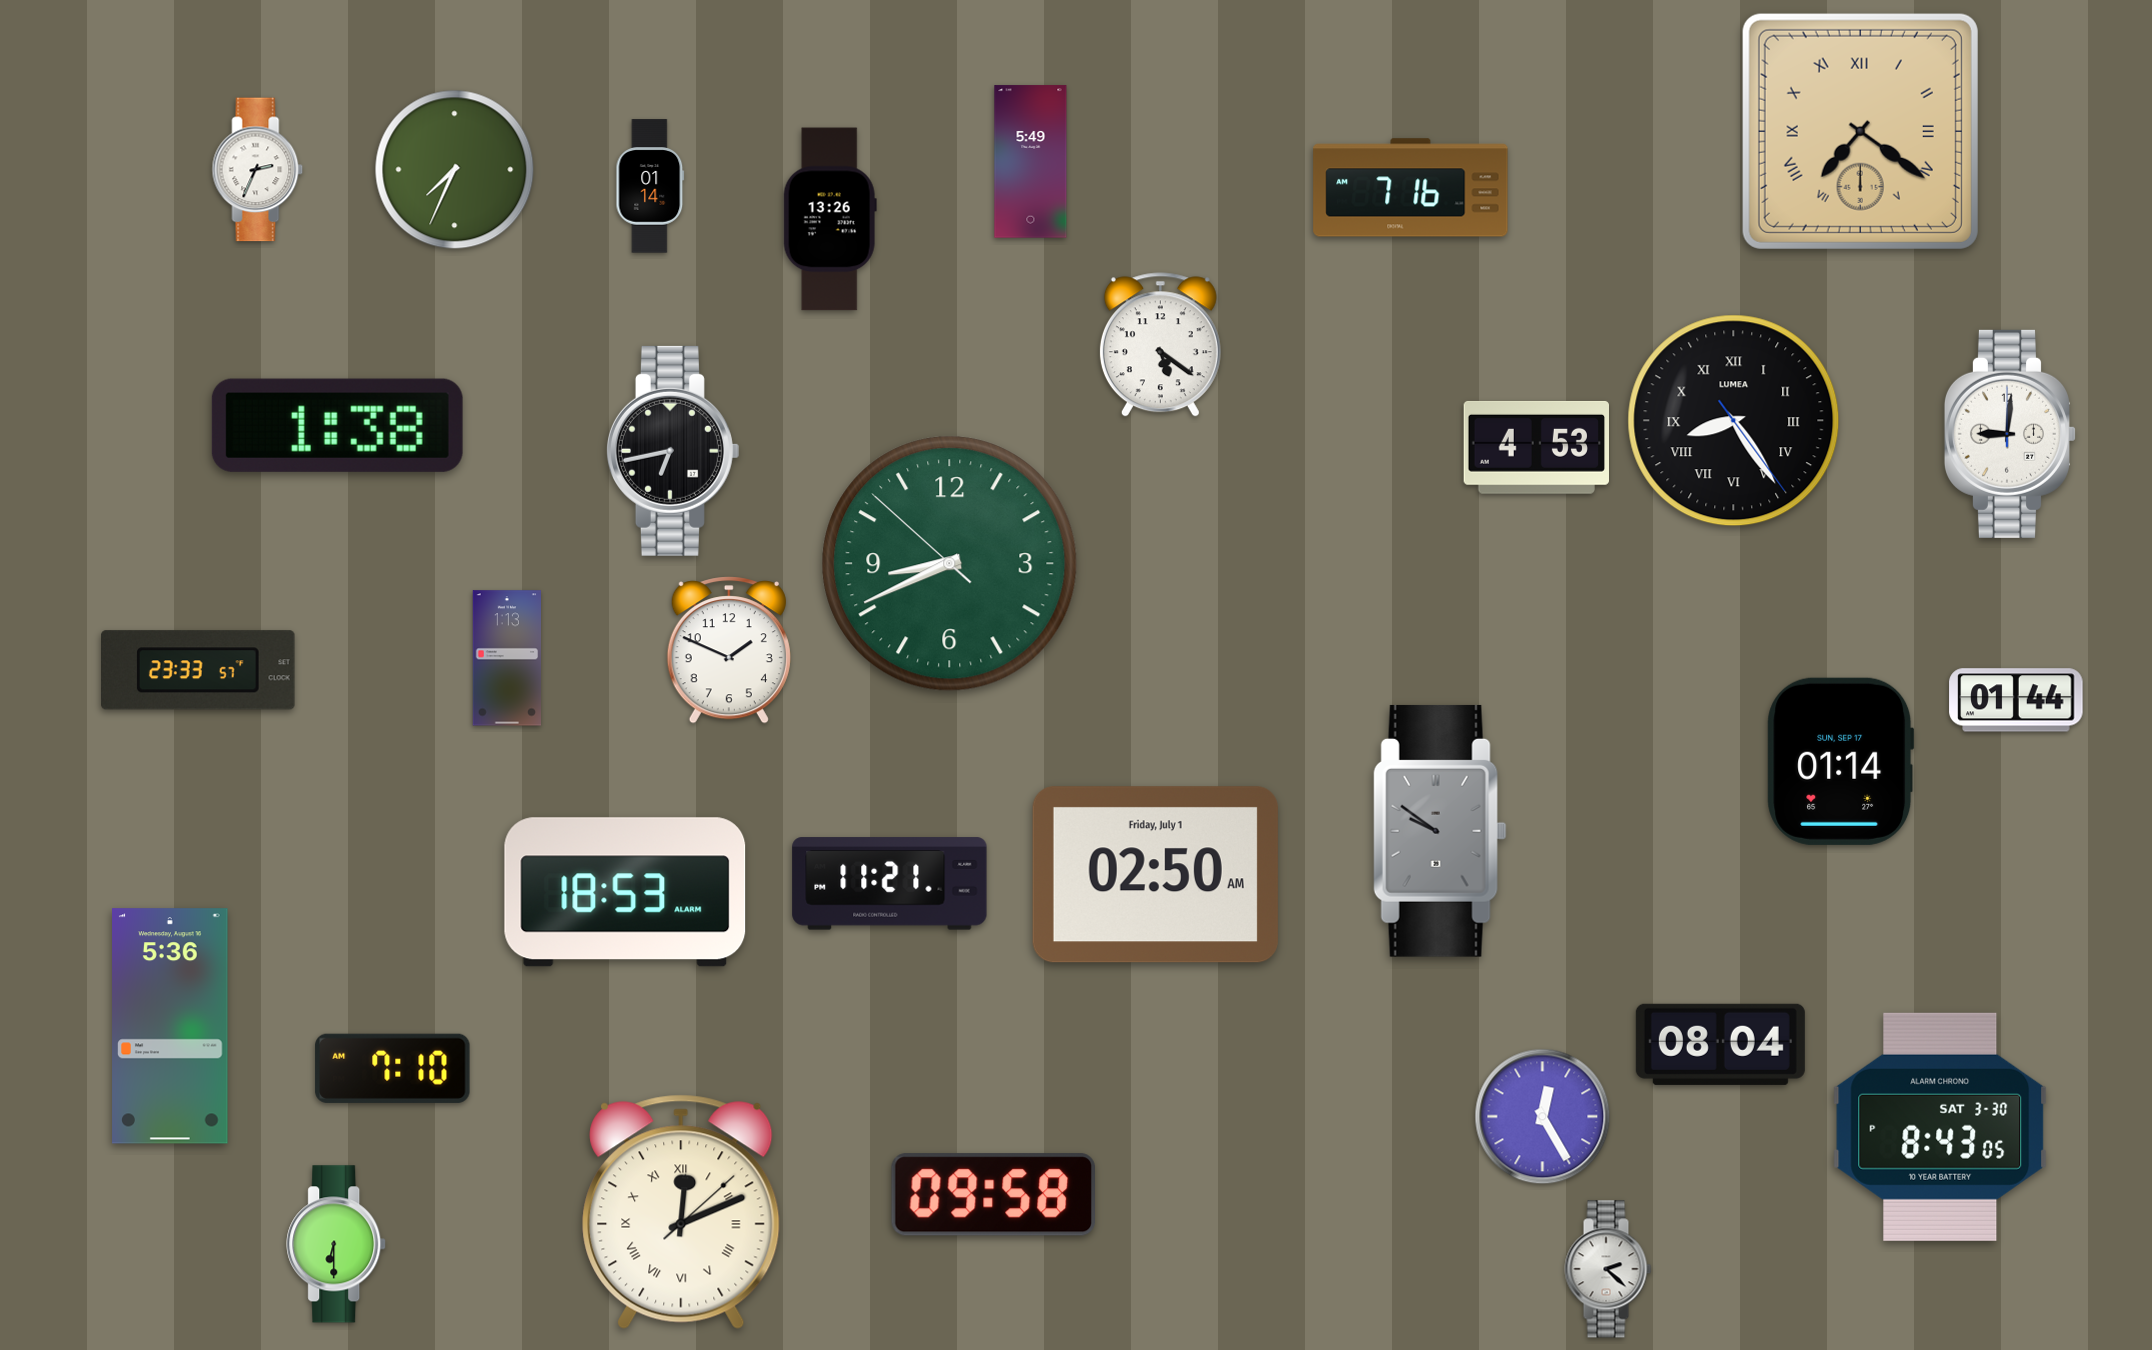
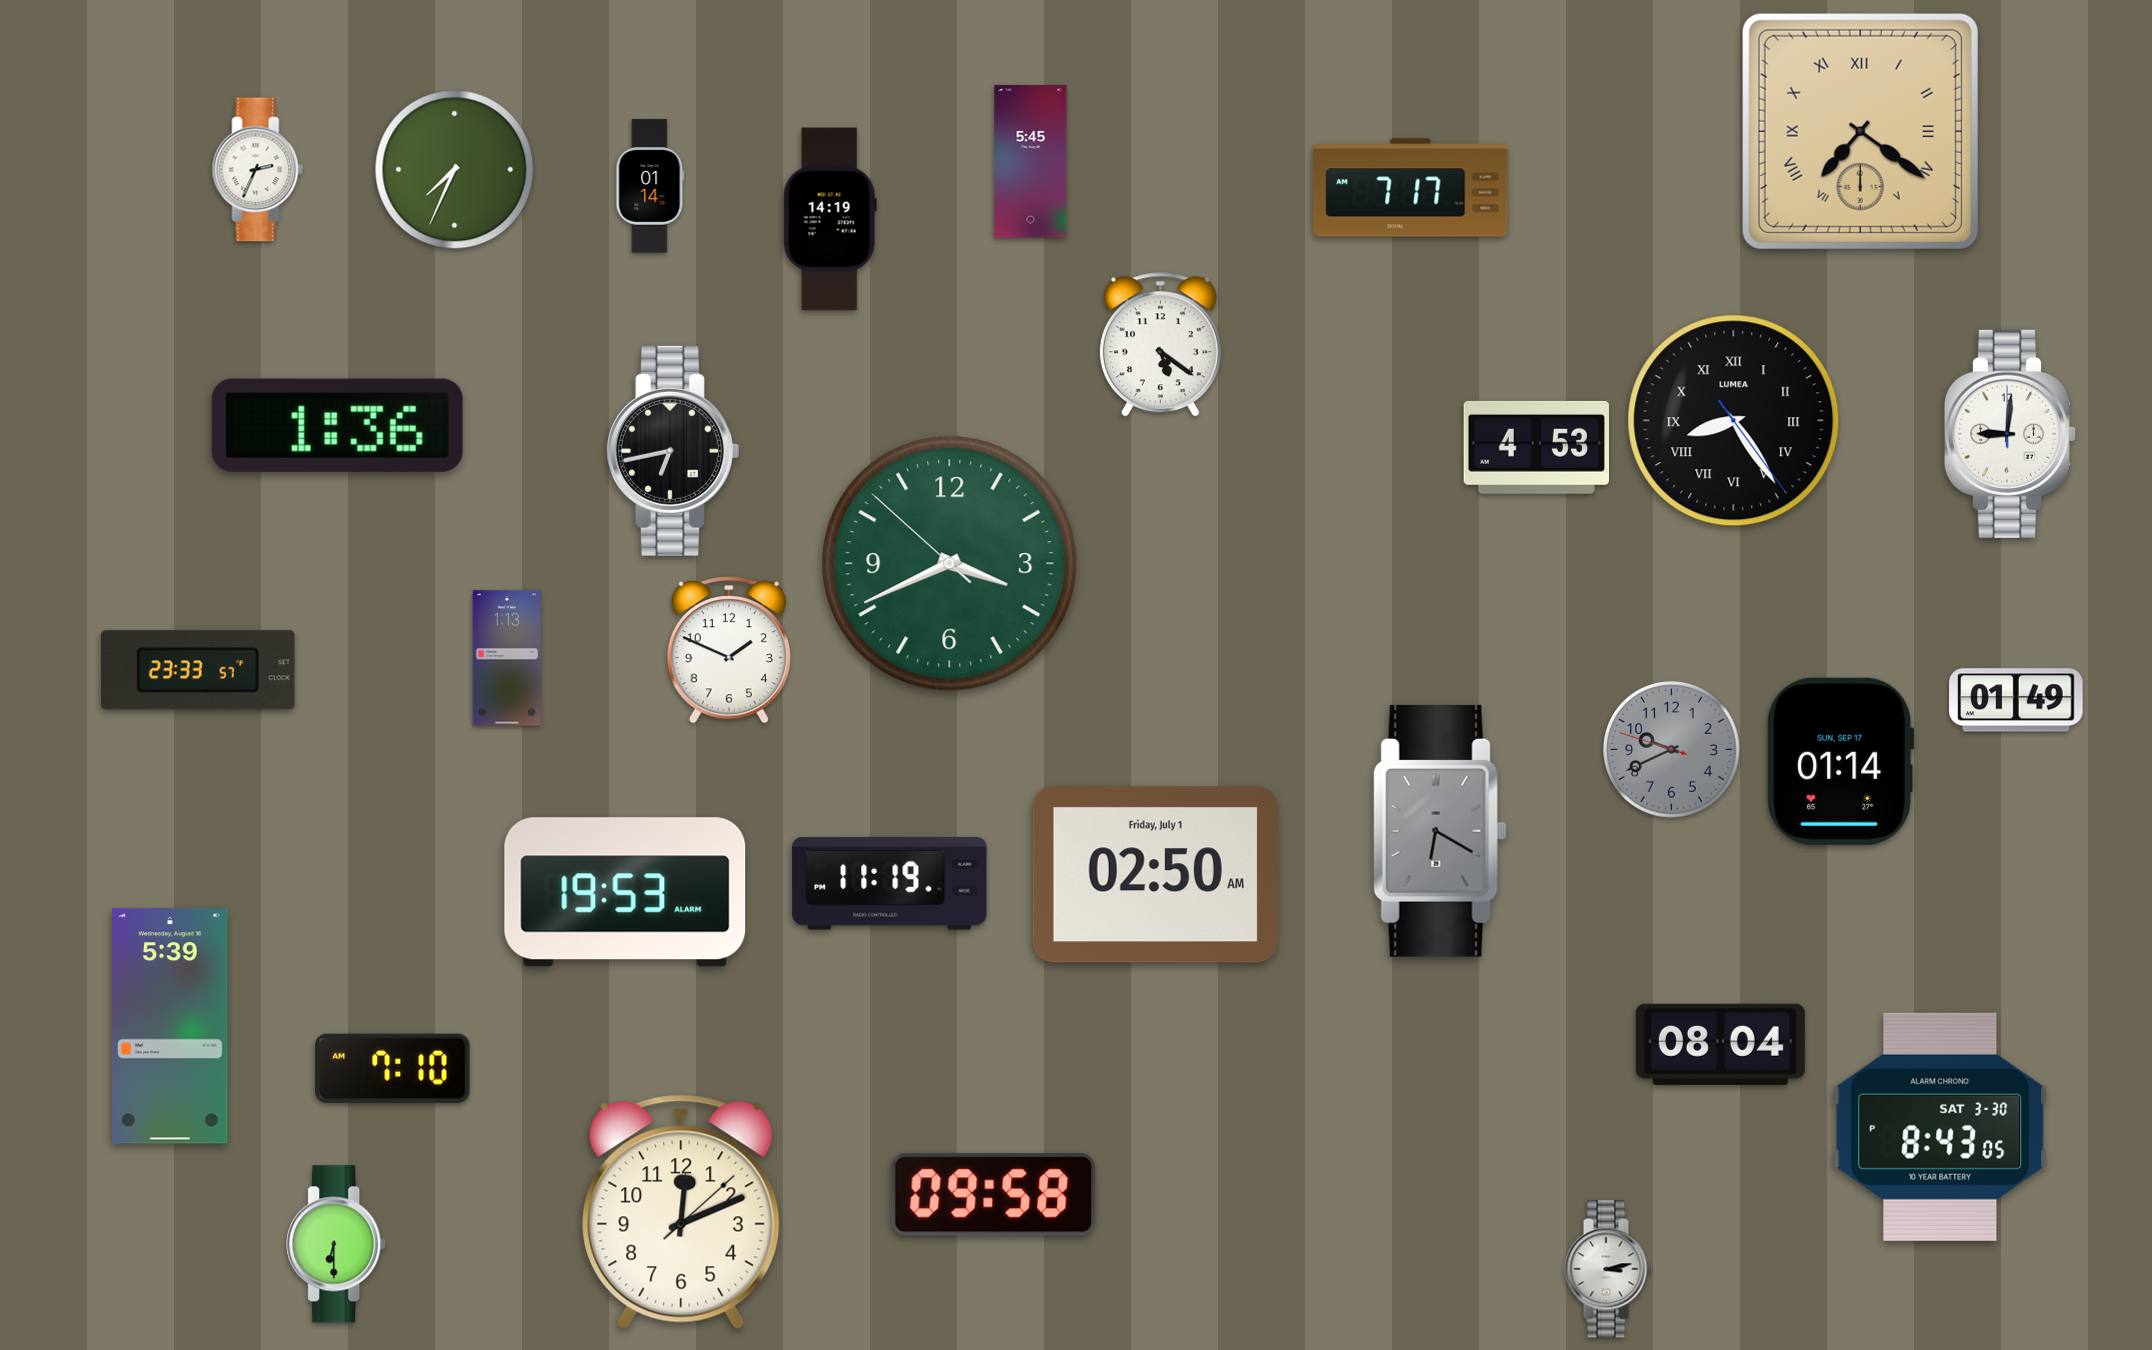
clock at (1031, 162): 5:49 -> 5:45
clock at (1411, 188): 7:16 -> 7:17
clock at (830, 219): 13:26 -> 14:19
clock at (337, 425): 1:38 -> 1:36
clock at (950, 564): 8:40 -> 3:40
clock at (2016, 700): 01:44 -> 01:49
clock at (1671, 749): none -> 9:40
clock at (1440, 831): 9:51 -> 6:20
clock at (890, 884): 11:21 -> 11:19
clock at (625, 892): 18:53 -> 19:53
clock at (170, 1026): 5:36 -> 5:39
clock at (1543, 1117): 12:25 -> none
clock at (681, 1212) numerals: Roman -> Arabic
clock at (1608, 1269): 2:22 -> 3:13
